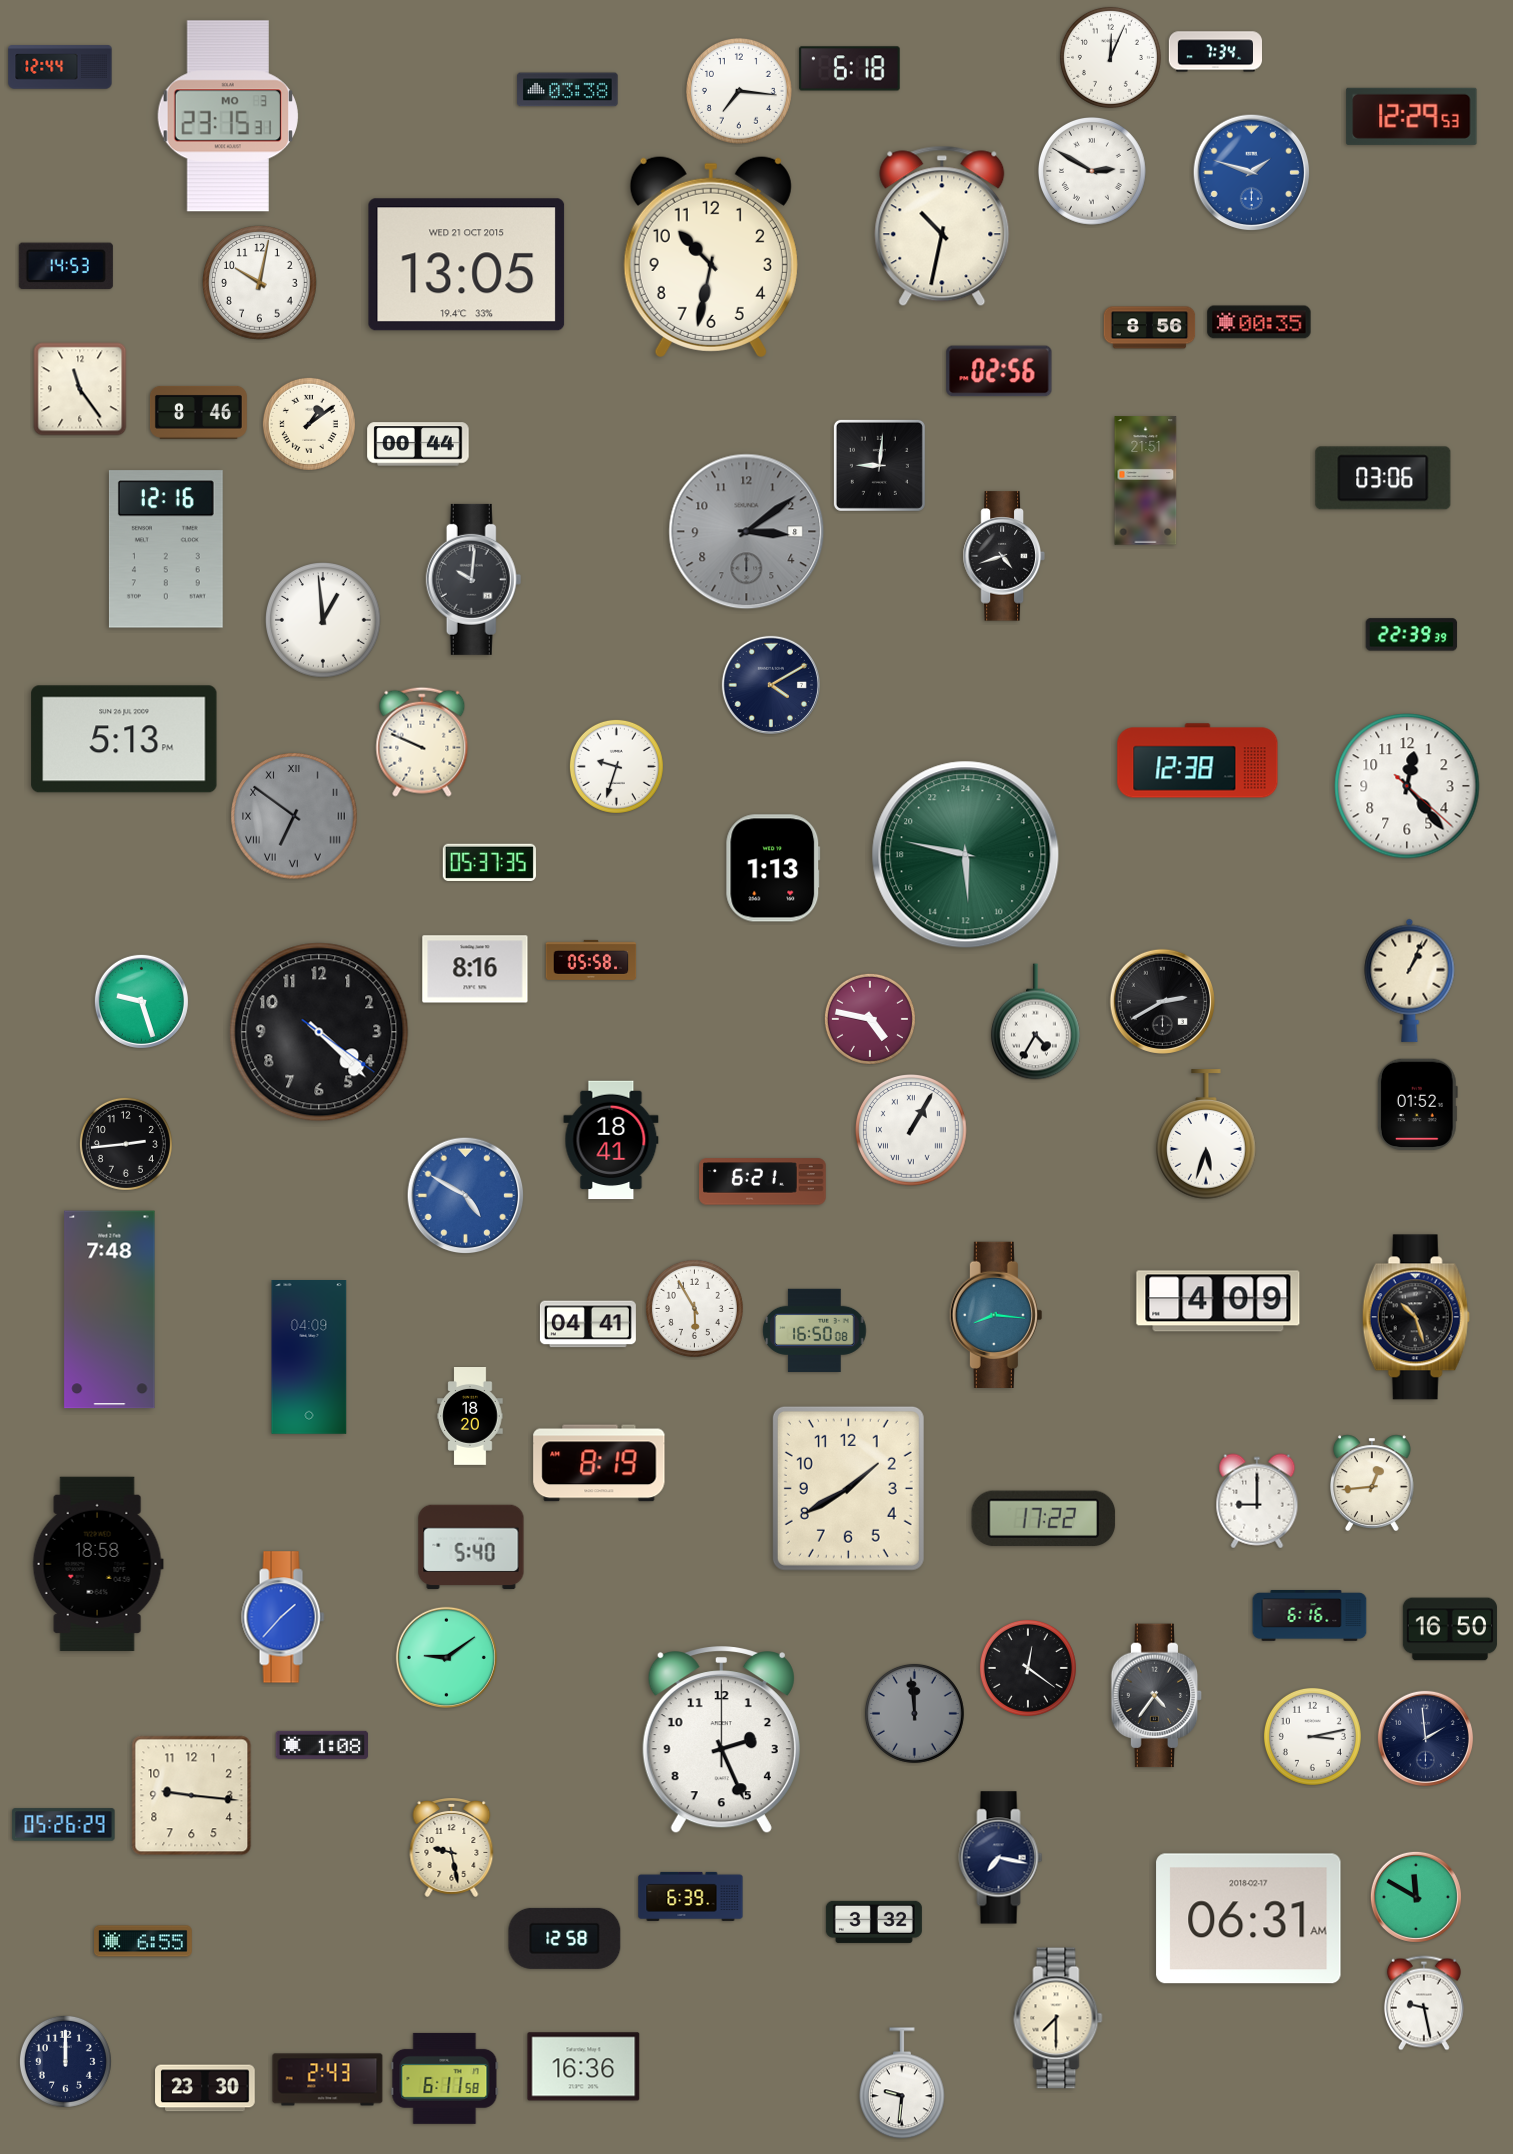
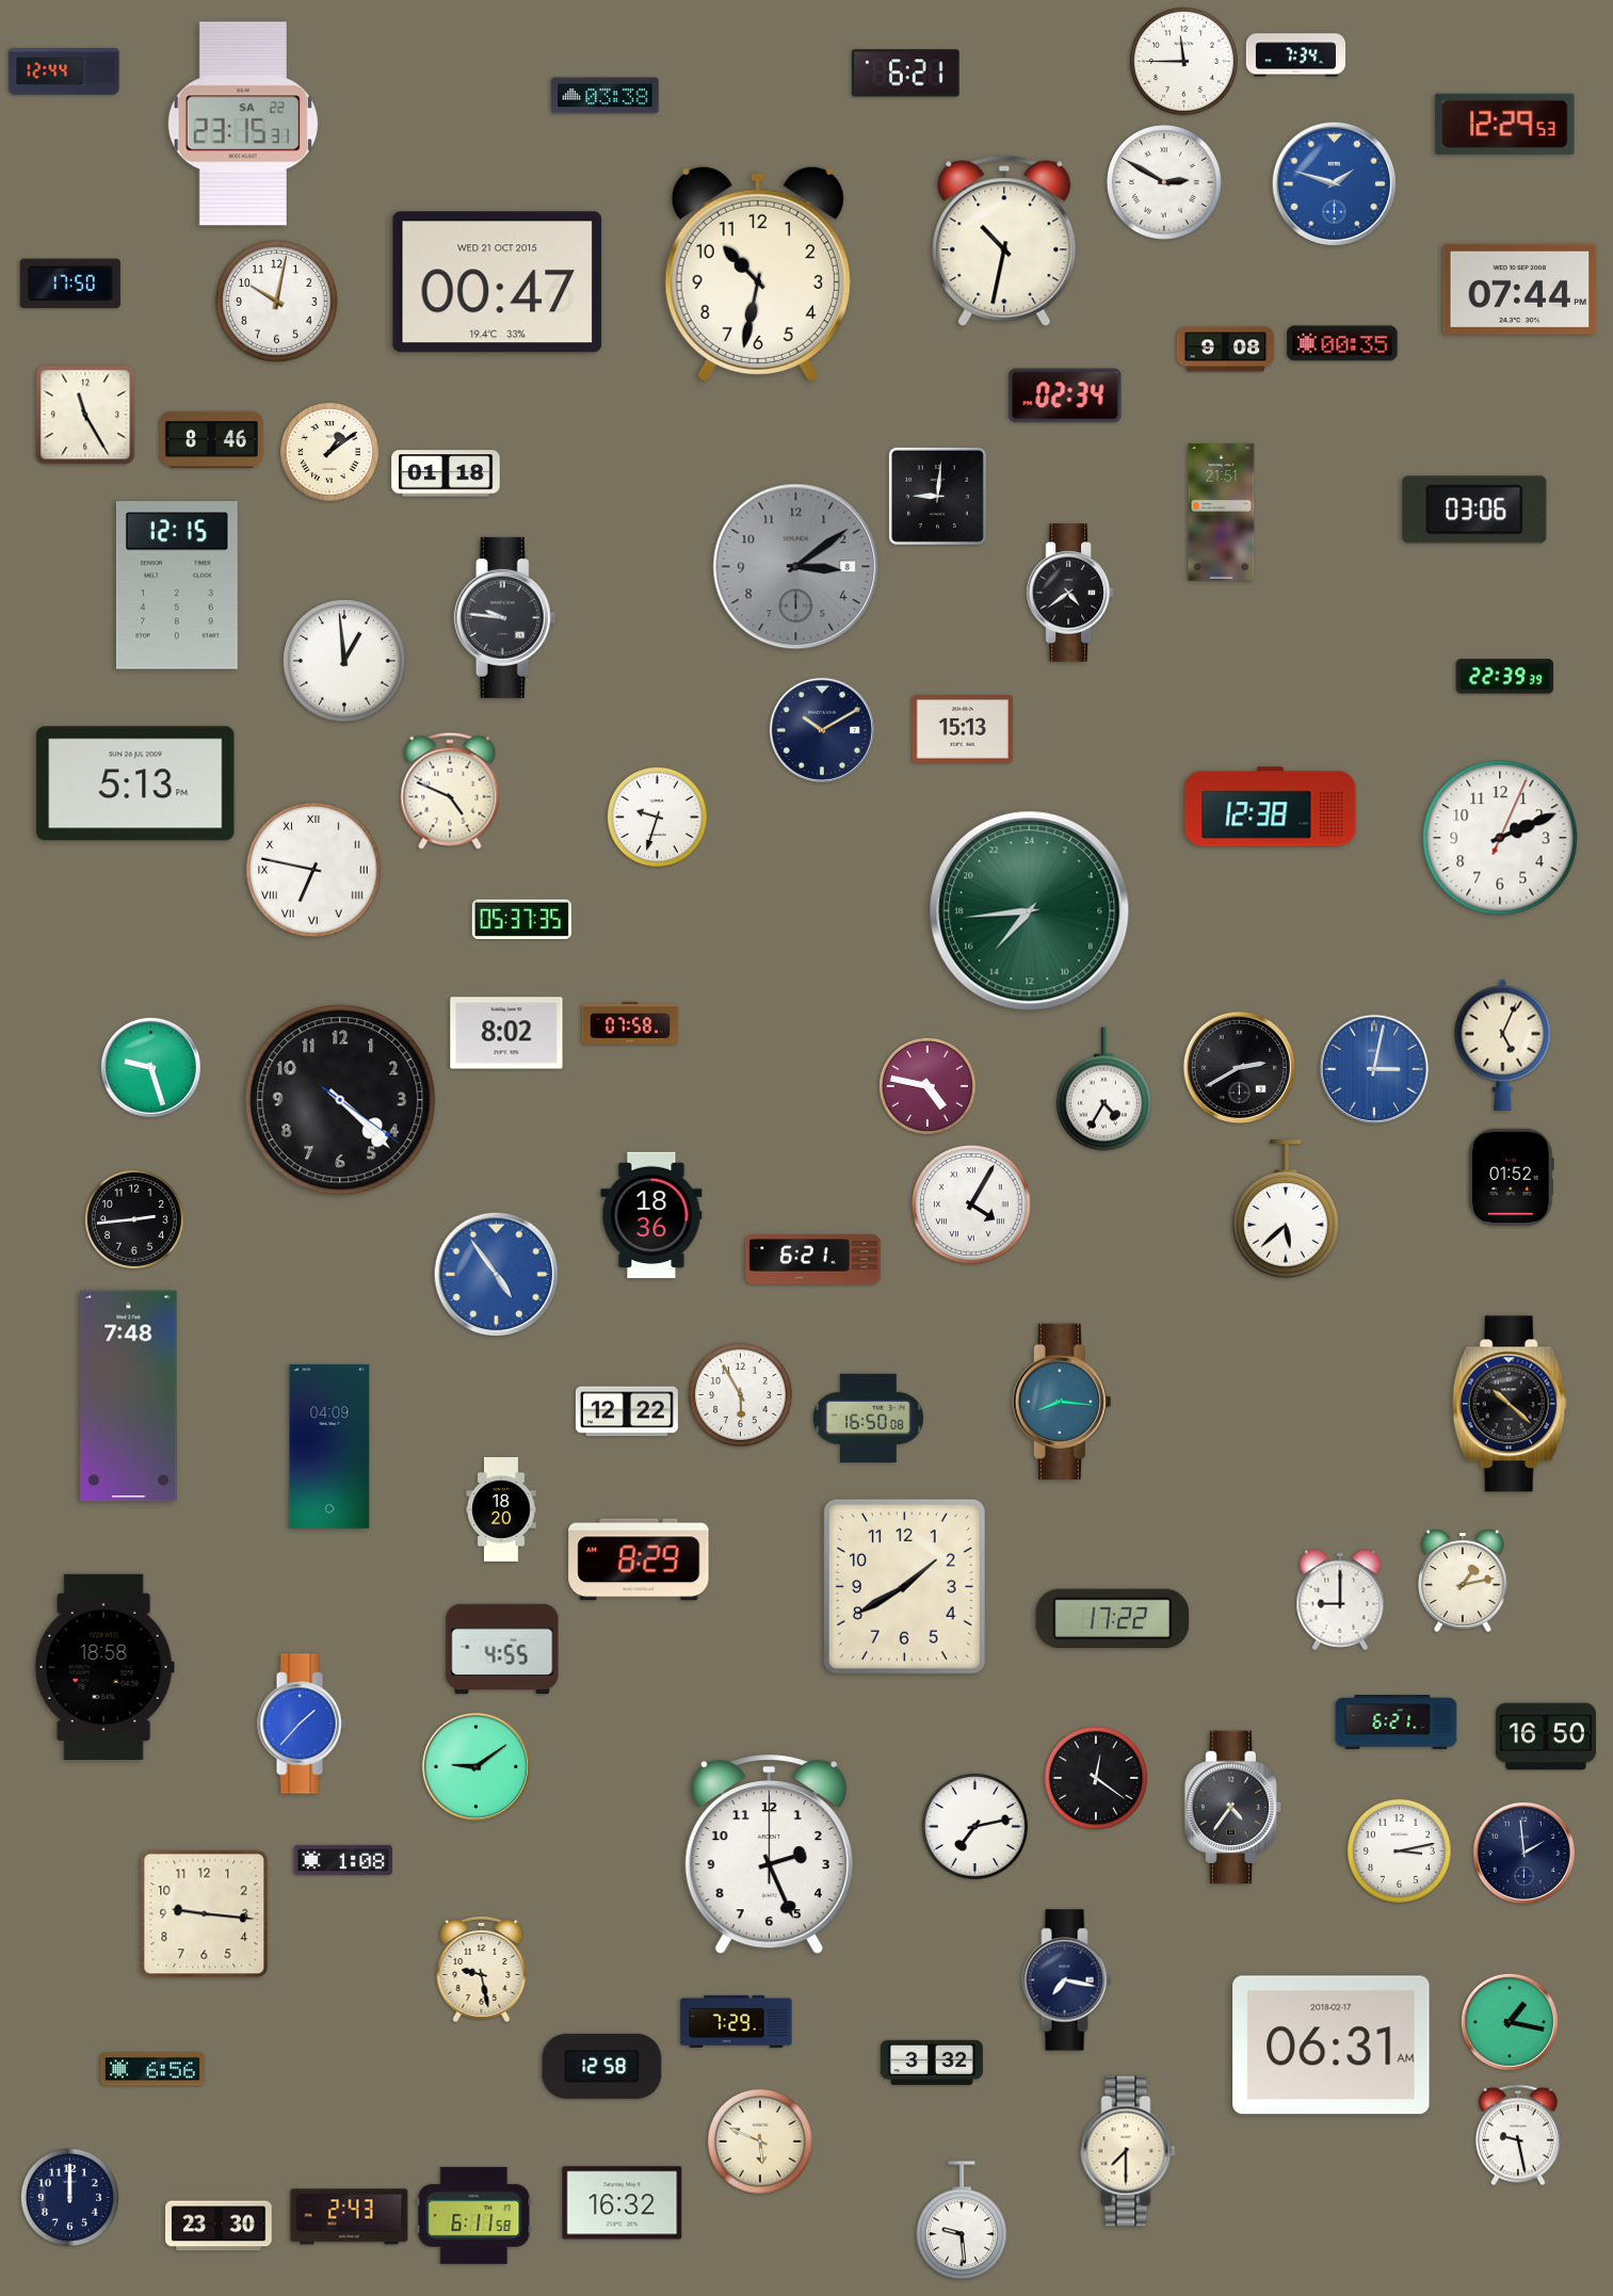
clock at (1110, 57): 12:04 -> 11:45
clock at (850, 69): 6:18 -> 6:21
clock at (739, 91): 7:16 -> none
clock at (228, 116) date: MO 3 -> SA 22
clock at (467, 265): 13:05 -> 00:47
clock at (66, 266): 14:53 -> 17:50
clock at (1520, 289): none -> 07:44
clock at (1150, 328): 8:56 -> 9:08
clock at (999, 371): 02:56 -> 02:34
clock at (80, 389): 11:24 -> 11:25
clock at (418, 444): 00:44 -> 01:18
clock at (166, 549): 12:16 -> 12:15
clock at (1004, 556): 4:42 -> 4:39
clock at (474, 579): 10:01 -> 9:46
clock at (963, 729): none -> 15:13
clock at (771, 685): 4:10 -> 10:10
clock at (124, 739) position: (124, 739) -> (135, 783)
clock at (422, 742): 9:49 -> 4:49
clock at (1198, 761) position: (1198, 761) -> (1271, 807)
clock at (1407, 786): 12:23 -> 2:11
clock at (294, 816): 6:51 -> 6:47
clock at (294, 816) dial: grey -> white
clock at (966, 855): 11:47 -> 14:44
clock at (773, 868): 1:13 -> none
clock at (591, 960): 05:58 -> 07:58
clock at (475, 969): 8:16 -> 8:02
clock at (1410, 980): 1:04 -> 5:04
clock at (1374, 1069): none -> 3:02
clock at (912, 1131): 1:05 -> 4:05
clock at (1206, 1134): 5:33 -> 5:38
clock at (611, 1140): 18:41 -> 18:36
clock at (466, 1196): 4:50 -> 4:54
clock at (1218, 1301): 4:09 -> none
clock at (110, 1310) position: (110, 1310) -> (129, 1396)
clock at (1416, 1317): 10:27 -> 10:22
clock at (588, 1324): 04:41 -> 12:22
clock at (599, 1463): 8:19 -> 8:29
clock at (1373, 1483): 12:44 -> 1:13
clock at (471, 1547): 5:40 -> 4:55
clock at (1310, 1616): 6:16 -> 6:21
clock at (914, 1713): 11:59 -> 7:13
clock at (914, 1713) dial: grey -> white
clock at (1425, 1738) position: (1425, 1738) -> (1523, 1853)
clock at (64, 1825): 05:26 -> none
clock at (691, 1896): 6:39 -> 7:29
clock at (1416, 1897): 11:50 -> 1:17
clock at (874, 1922) position: (874, 1922) -> (932, 2063)
clock at (144, 1941): 6:55 -> 6:56
clock at (760, 2141): none -> 5:49
clock at (584, 2067): 16:36 -> 16:32
clock at (902, 2084): 9:31 -> 9:29
